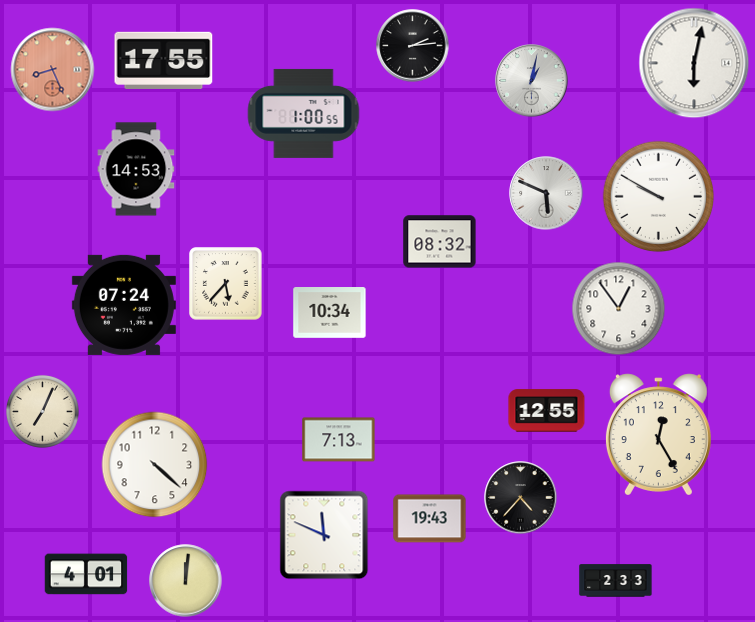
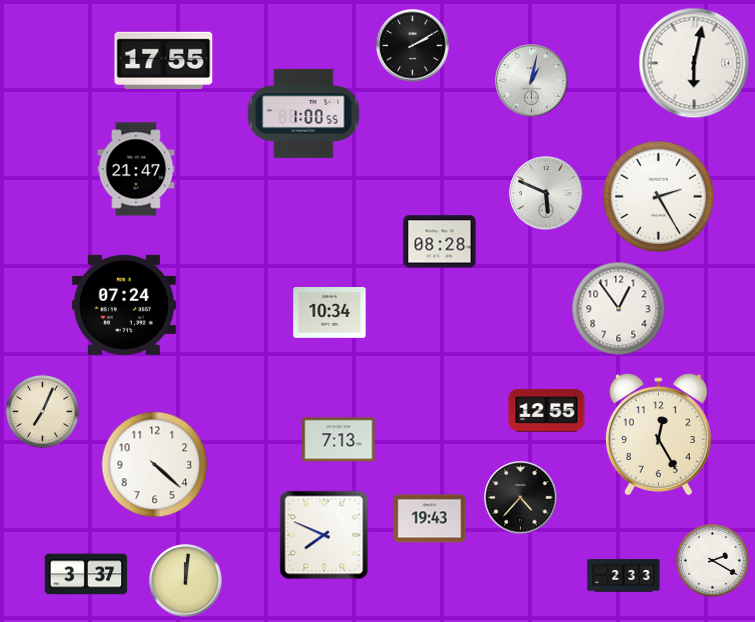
clock at (413, 46): 2:14 -> 2:10
clock at (53, 70): 8:26 -> none
clock at (136, 169): 14:53 -> 21:47
clock at (659, 197): 9:50 -> 2:25
clock at (440, 242): 08:32 -> 08:28
clock at (226, 284): 5:37 -> none
clock at (324, 535): 11:49 -> 7:49
clock at (712, 560): none -> 2:20
clock at (86, 574): 4:01 -> 3:37
clock at (616, 581) position: (616, 581) -> (624, 576)
